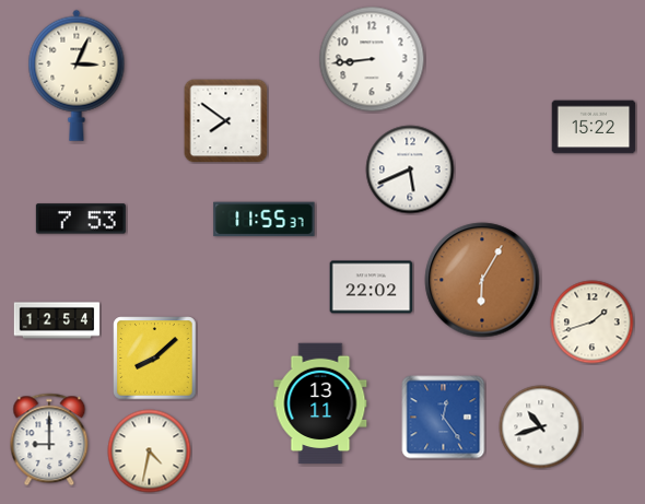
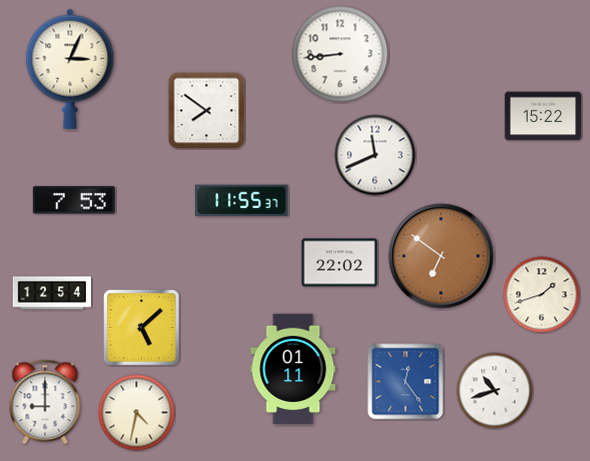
clock at (410, 169): 5:41 -> 11:41
clock at (482, 280): 6:05 -> 6:51
clock at (155, 359): 8:08 -> 5:08
clock at (320, 403): 13:11 -> 01:11
